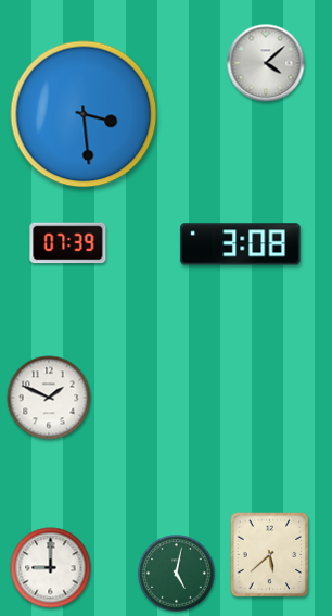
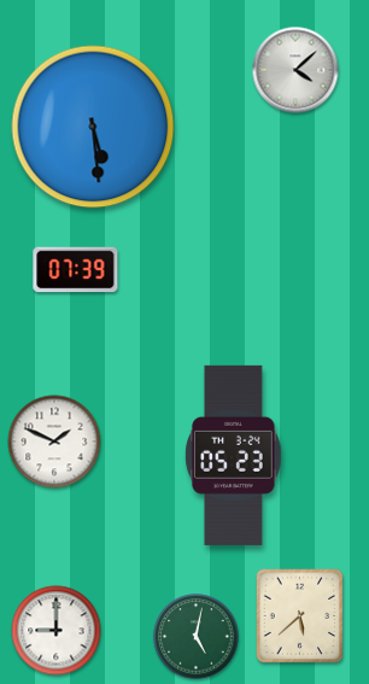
clock at (84, 114): 3:29 -> 5:29
clock at (241, 244): 3:08 -> none
clock at (234, 455): none -> 05:23
